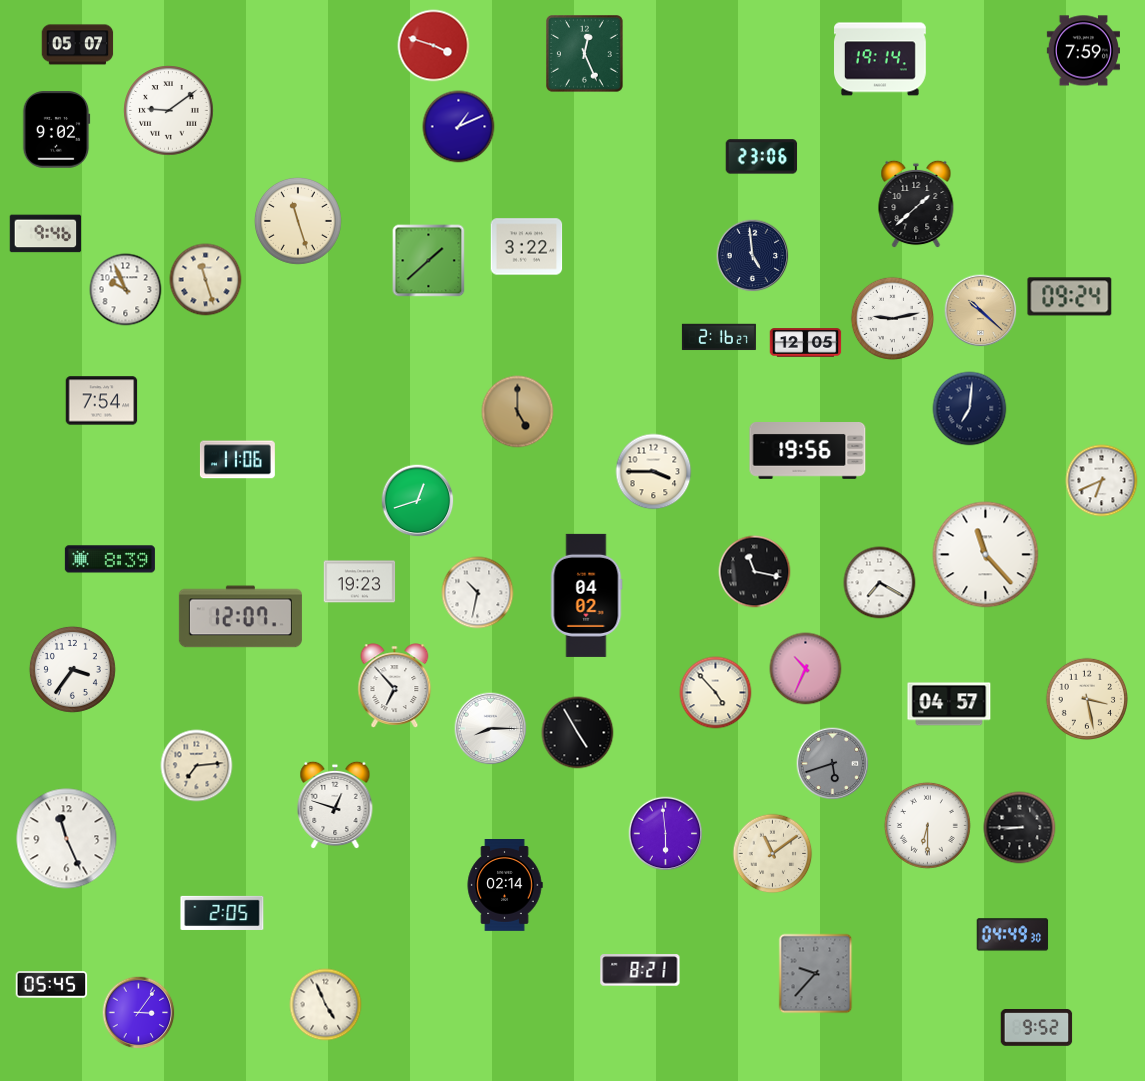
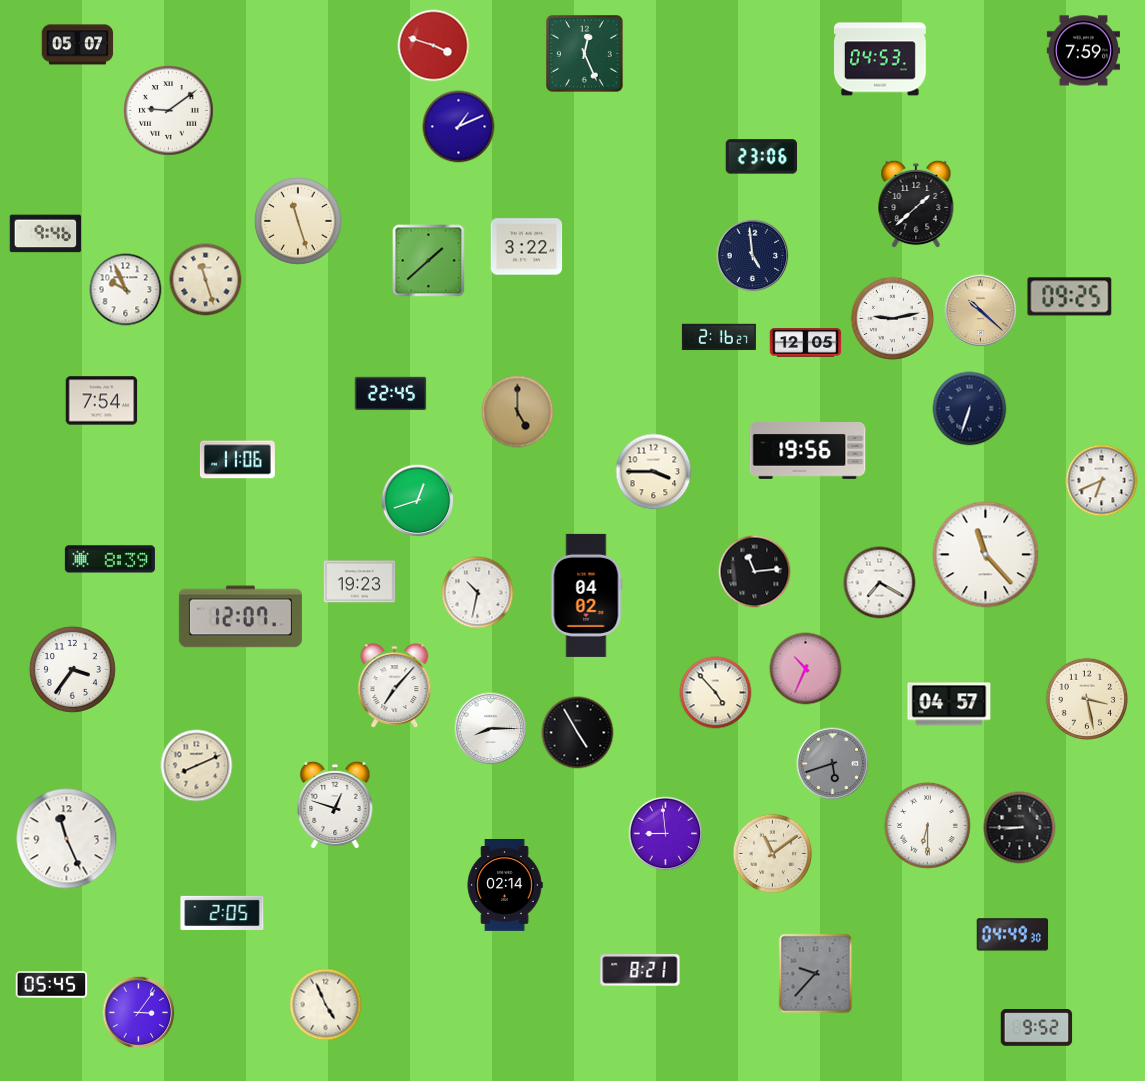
clock at (881, 59): 19:14 -> 04:53
clock at (56, 130): 9:02 -> none
clock at (1070, 297): 09:24 -> 09:25
clock at (391, 394): none -> 22:45
clock at (970, 409): 7:01 -> 6:33
clock at (755, 572): 11:17 -> 11:14
clock at (395, 686): 6:53 -> 7:07
clock at (197, 766): 7:14 -> 8:11
clock at (666, 834): 5:59 -> 8:59
